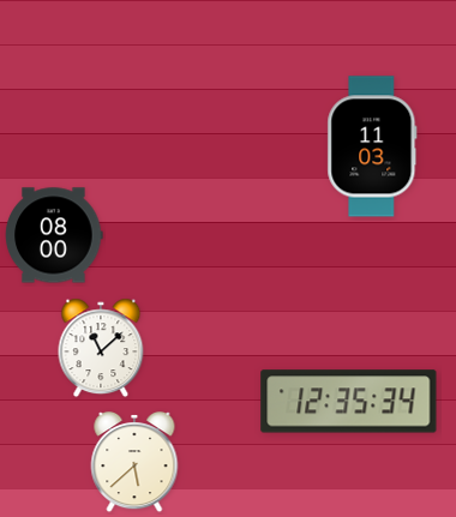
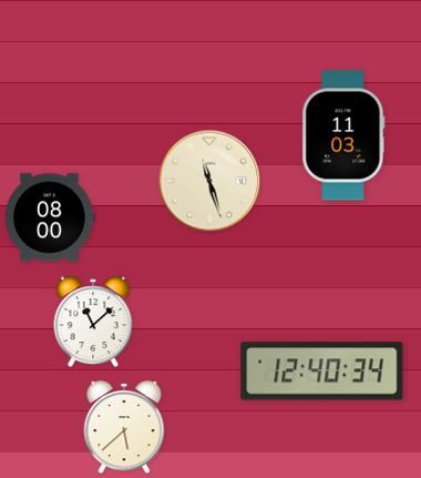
clock at (209, 181): none -> 11:27
clock at (349, 402): 12:35 -> 12:40
